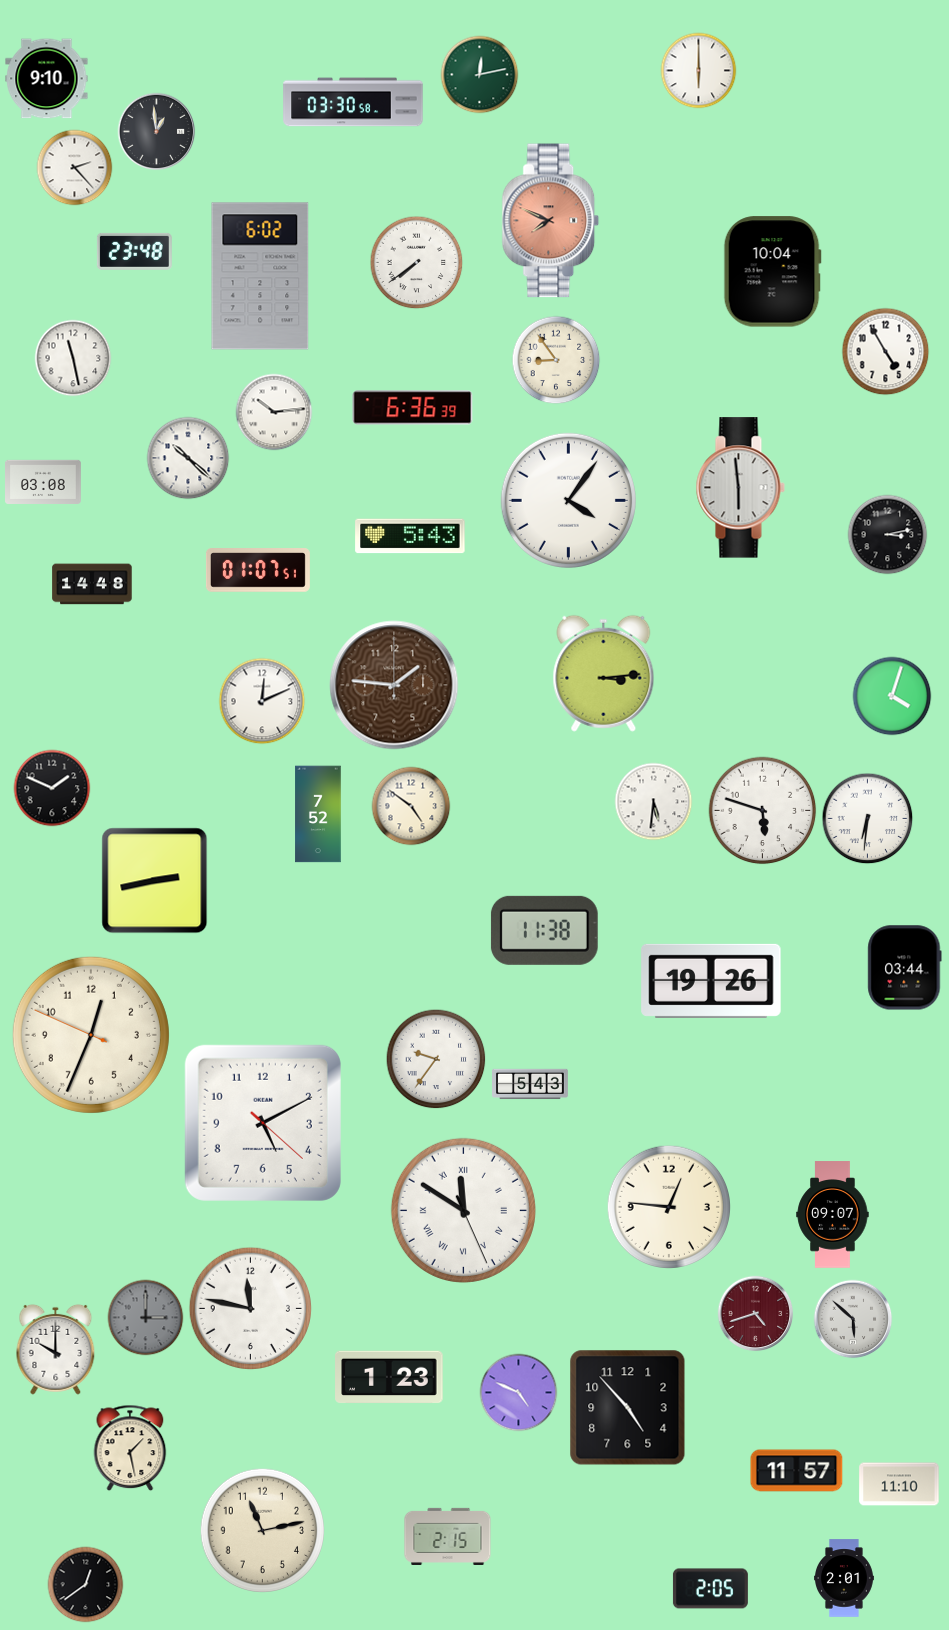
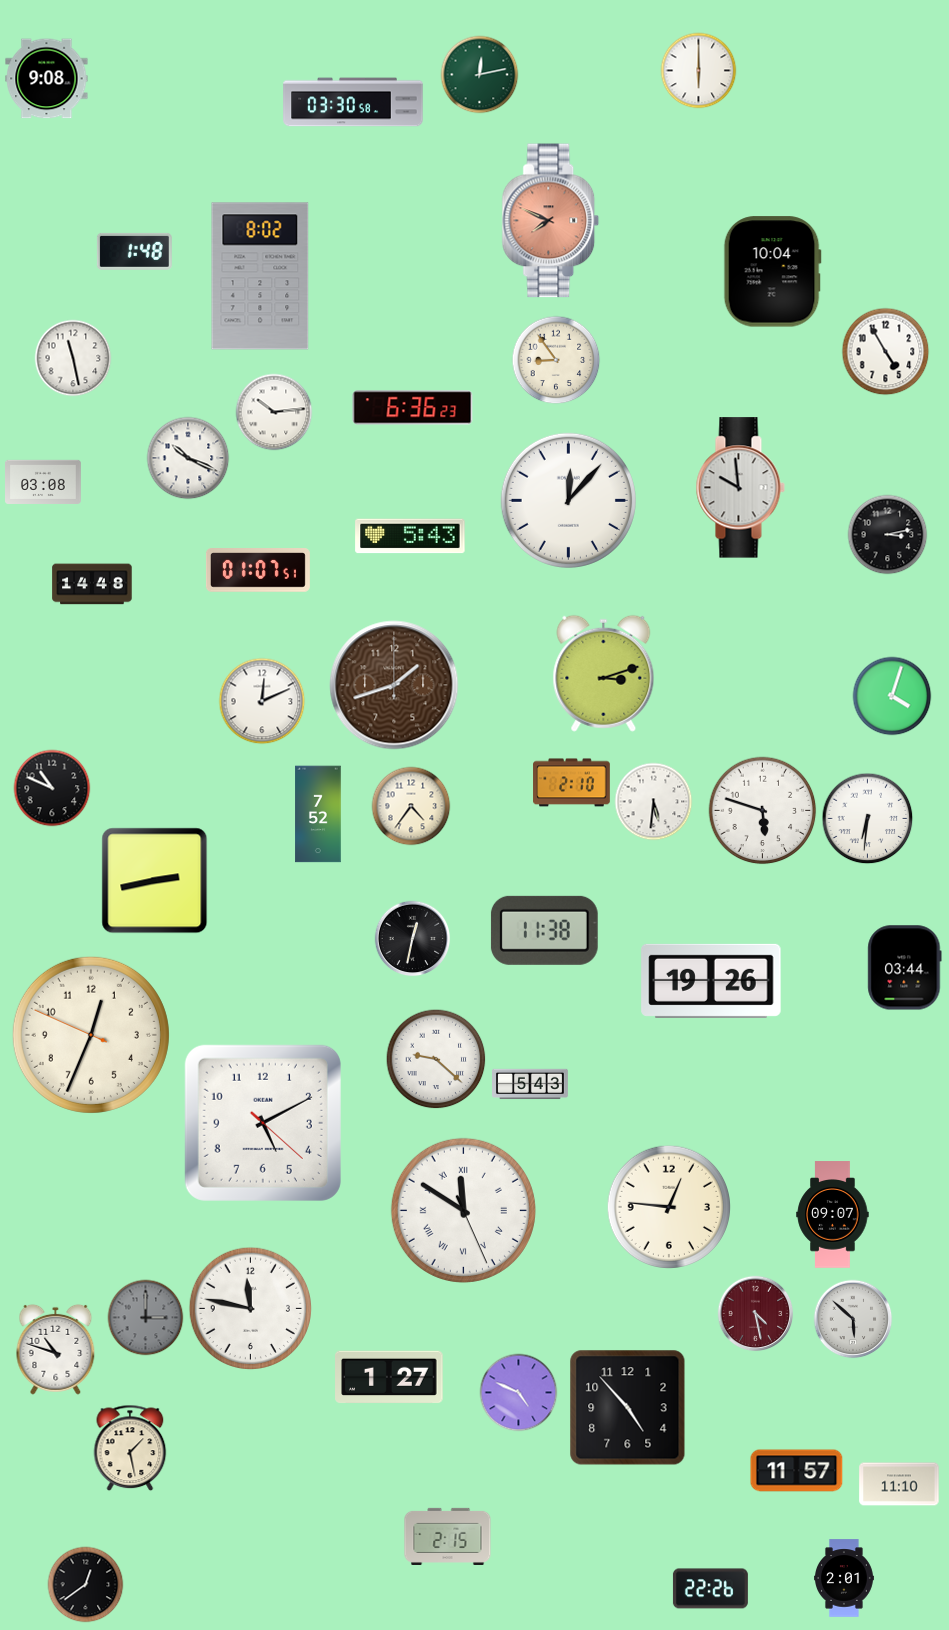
clock at (47, 79): 9:10 -> 9:08
clock at (157, 132): 12:59 -> none
clock at (75, 168): 2:23 -> none
clock at (134, 251): 23:48 -> 1:48
clock at (417, 263): 7:39 -> none
clock at (260, 276): 6:02 -> 8:02
clock at (413, 408): 6:36:39 -> 6:36:23
clock at (188, 458): 10:22 -> 10:19
clock at (740, 488): 5:59 -> 9:59
clock at (568, 500): 4:06 -> 12:07
clock at (604, 673): 3:14 -> 3:12
clock at (394, 685): 1:46 -> 1:42
clock at (572, 783): none -> 2:10
clock at (52, 788): 1:49 -> 10:49
clock at (411, 806): 4:51 -> 4:36
clock at (413, 939): none -> 12:32
clock at (436, 1059): 9:36 -> 9:22
clock at (756, 1314): 4:42 -> 4:28
clock at (56, 1349): 10:00 -> 10:48
clock at (389, 1377): 1:23 -> 1:27
clock at (262, 1530): 11:13 -> none
clock at (710, 1589): 2:05 -> 22:26
